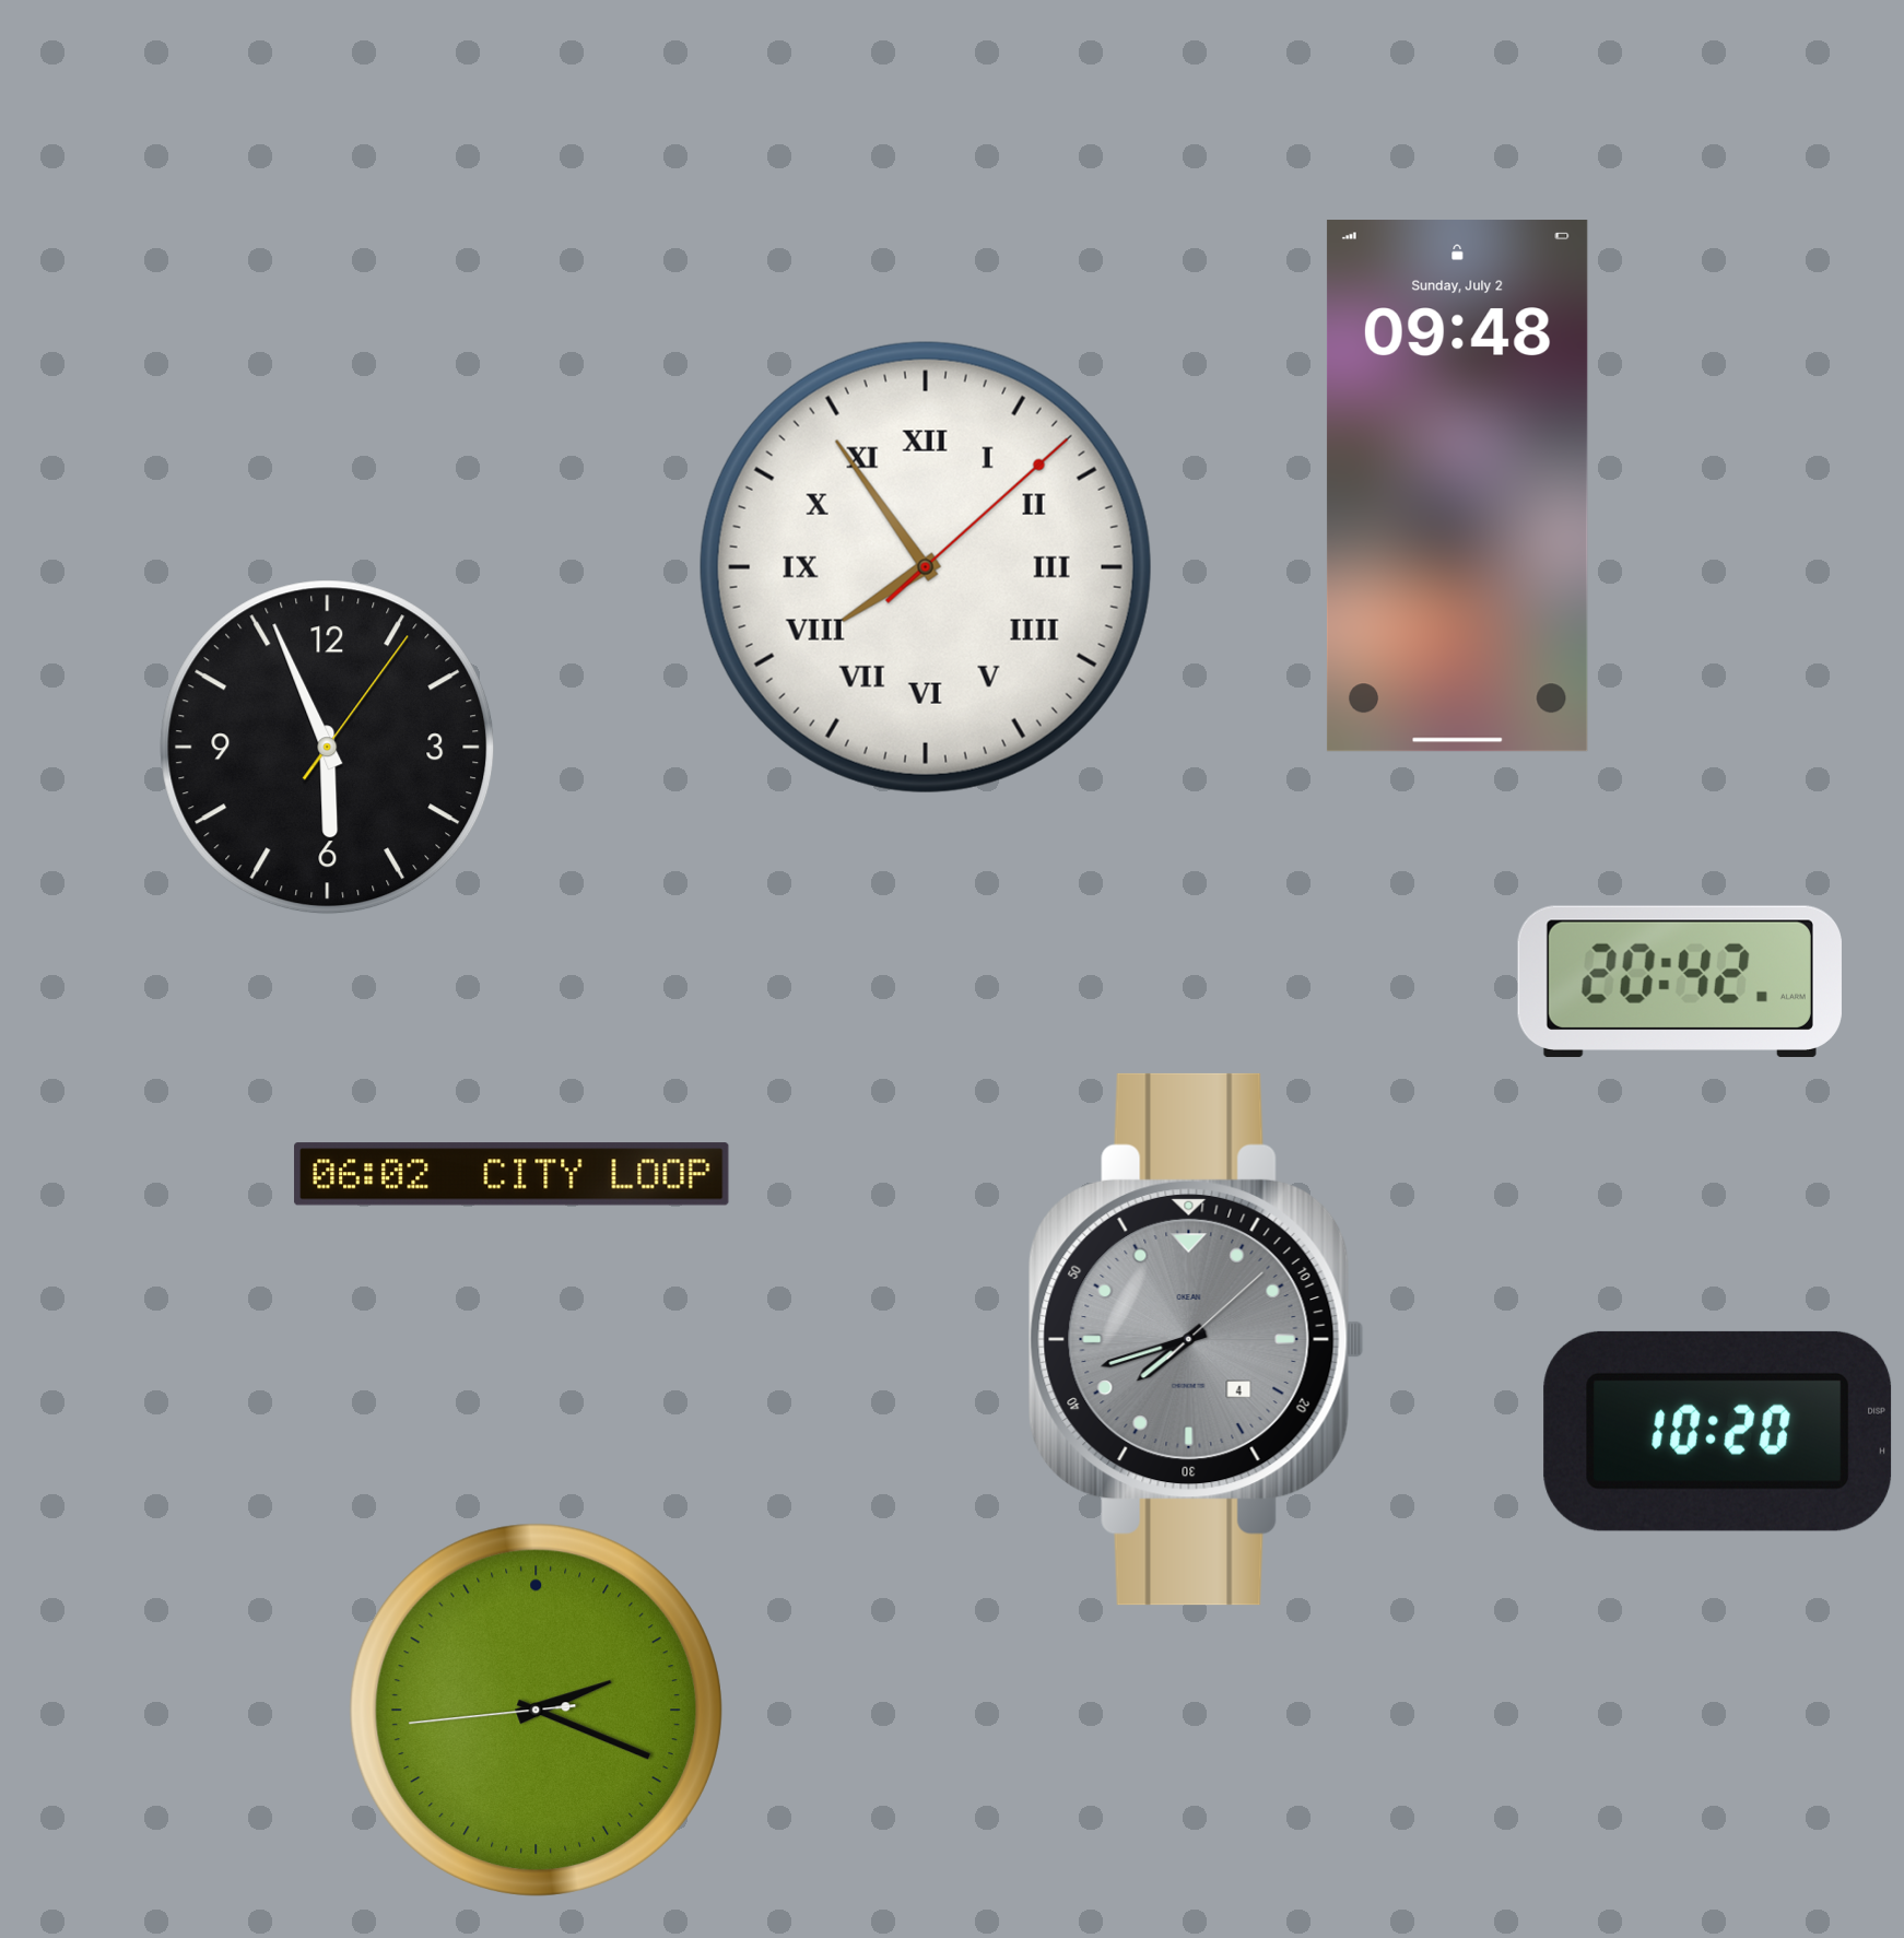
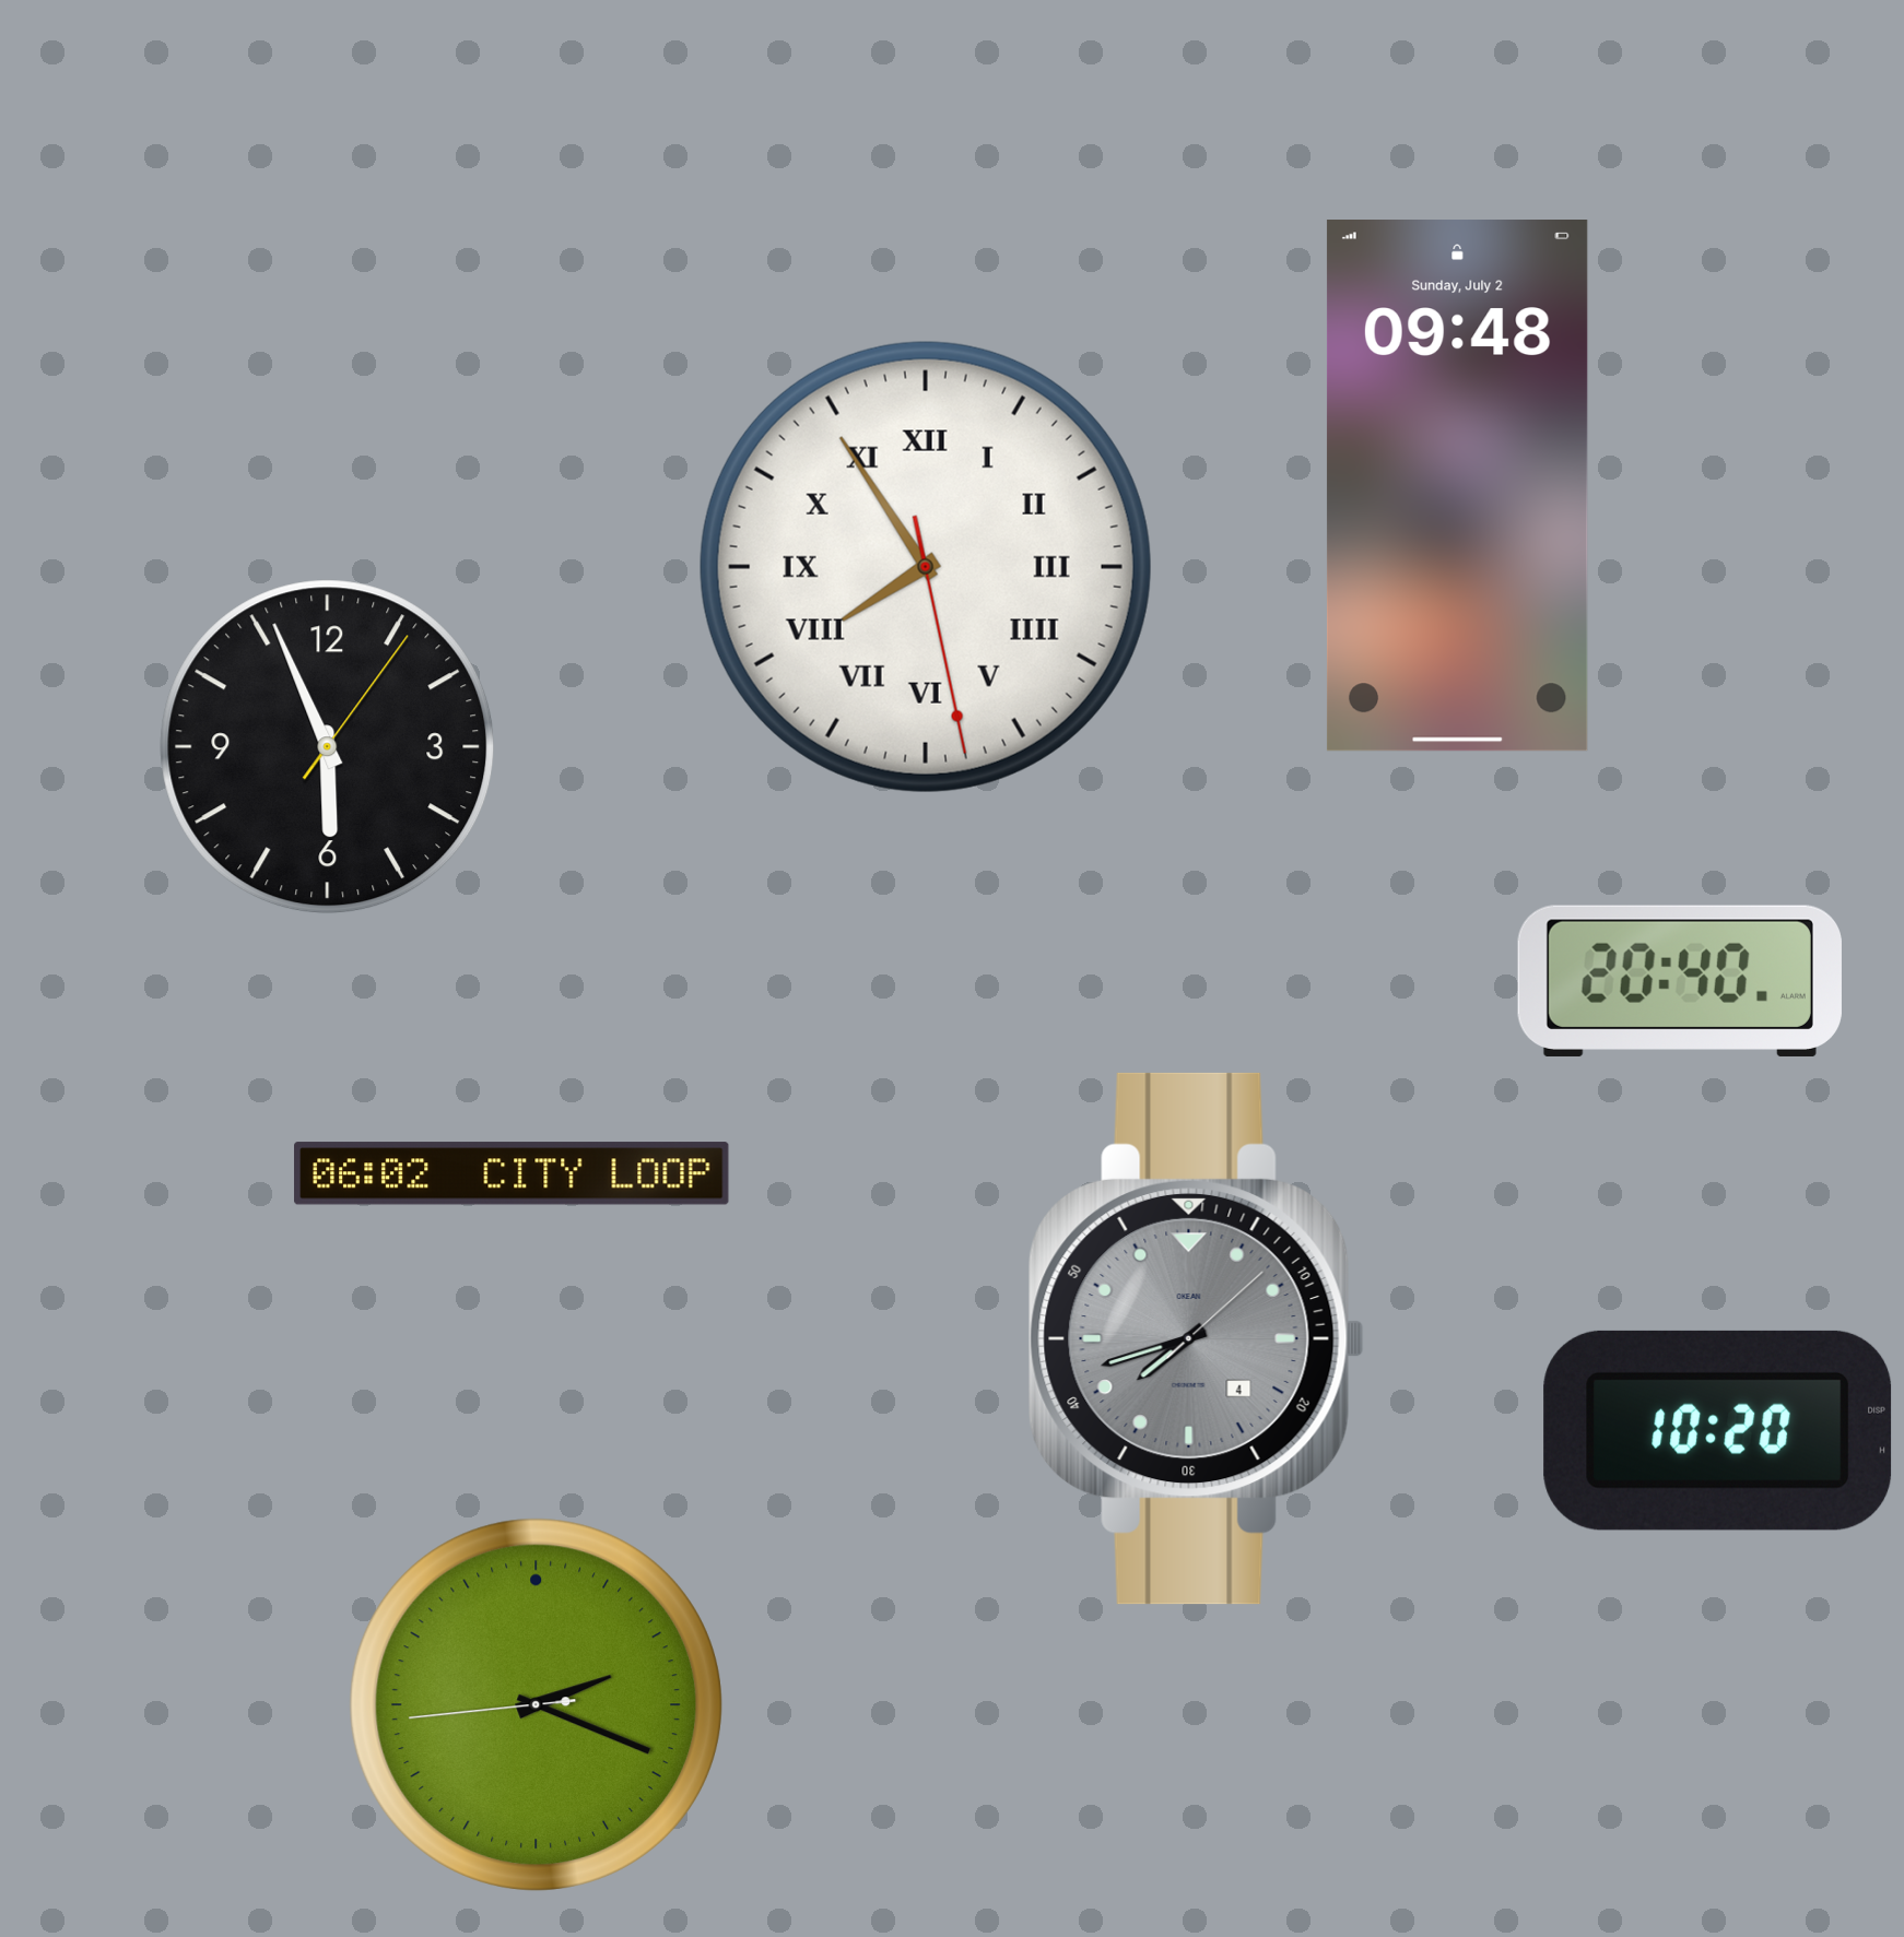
clock at (926, 567): 7:54:08 -> 7:54:28
clock at (1680, 982): 20:42 -> 20:40
clock at (536, 1710) position: (536, 1710) -> (536, 1704)
